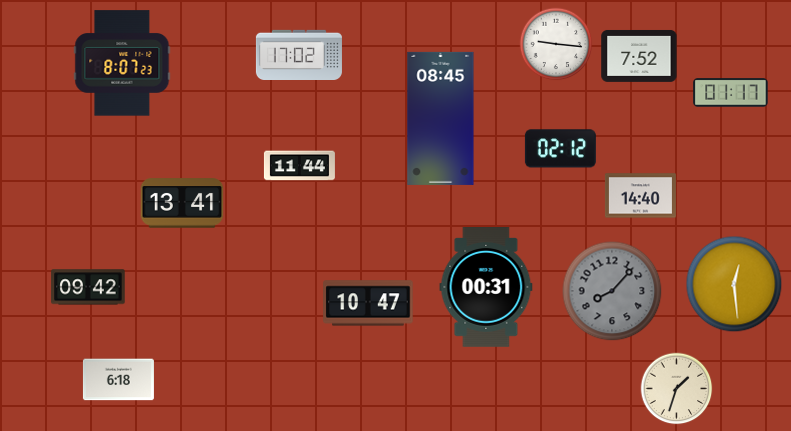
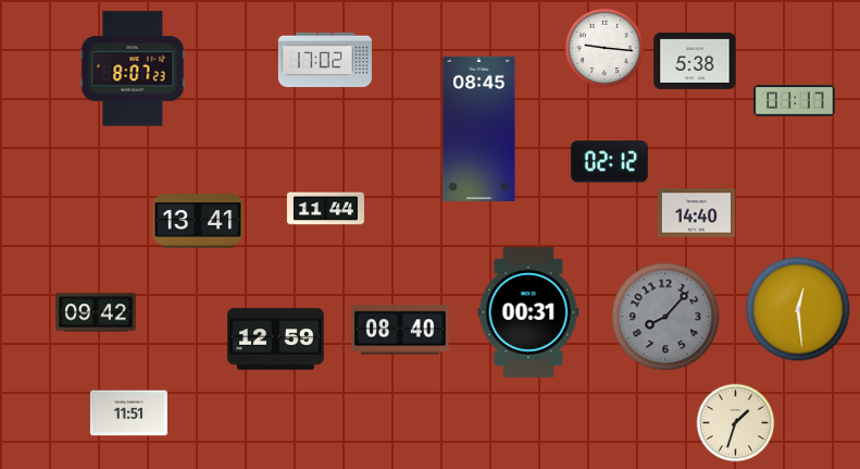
clock at (639, 56): 7:52 -> 5:38
clock at (299, 166) position: (299, 166) -> (325, 209)
clock at (368, 303): 10:47 -> 08:40
clock at (276, 340): none -> 12:59
clock at (118, 380): 6:18 -> 11:51
